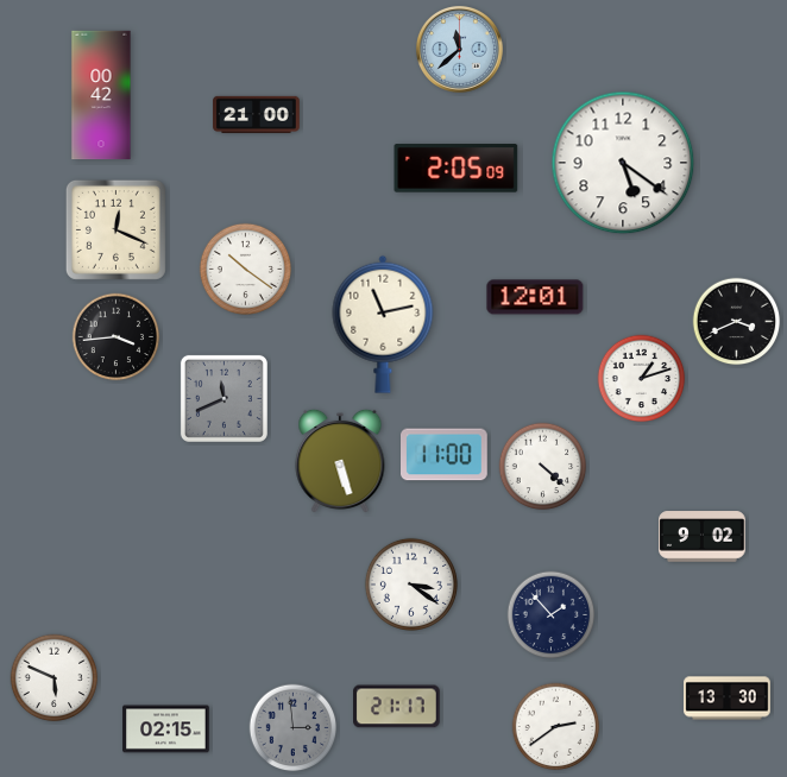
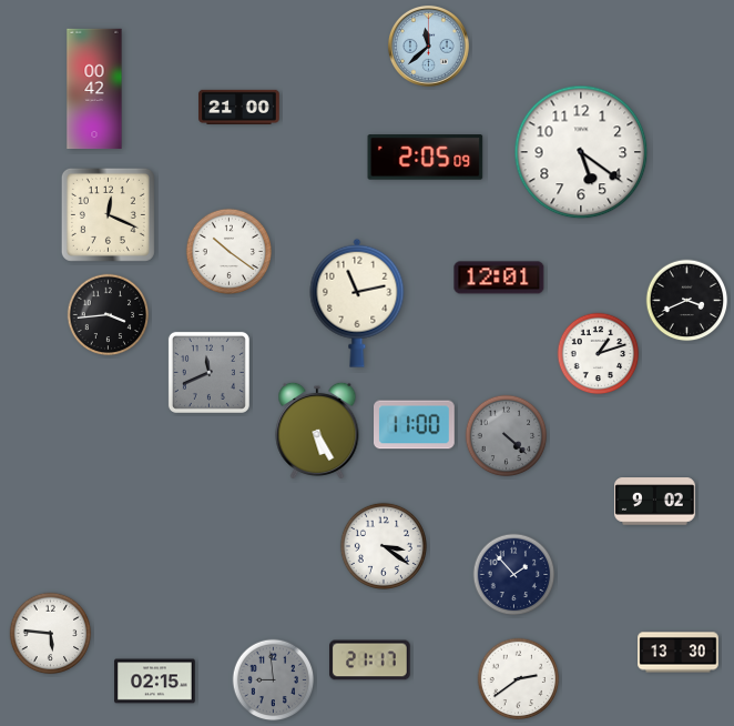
clock at (340, 461): 5:27 -> 5:25
clock at (543, 467) dial: white -> grey
clock at (55, 678): 5:49 -> 5:46
clock at (294, 728): 2:59 -> 8:59
